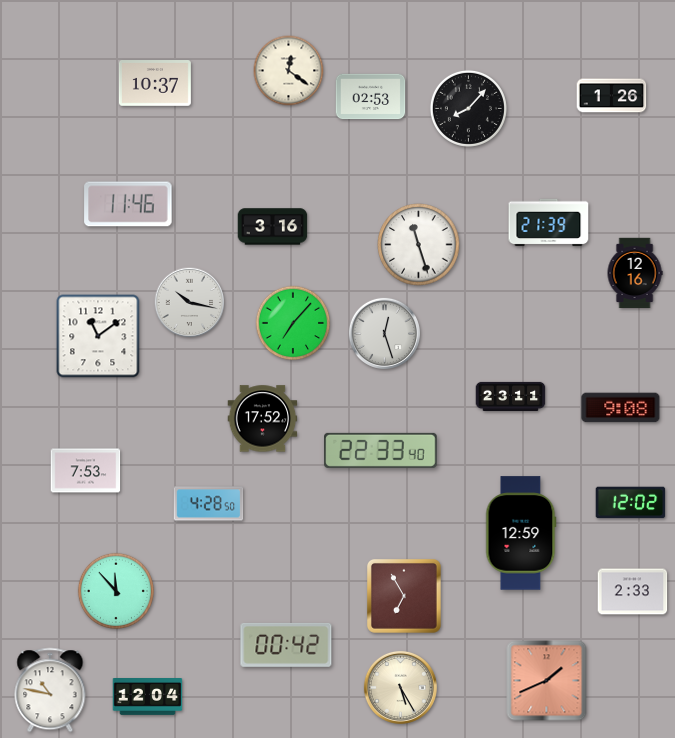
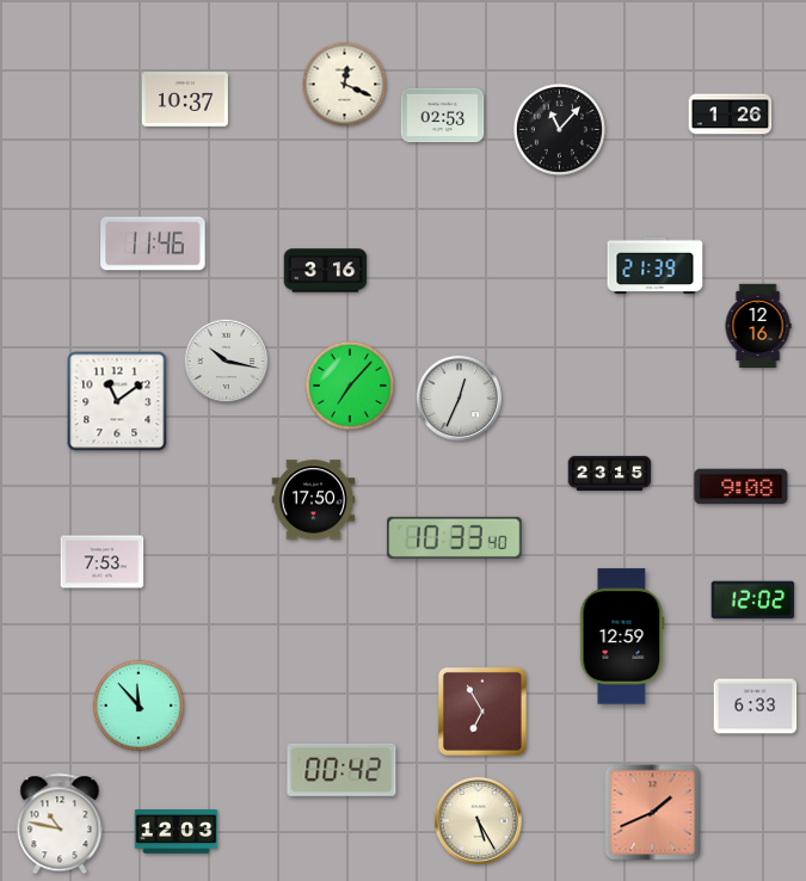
clock at (289, 71): 12:21 -> 12:19
clock at (468, 108): 8:07 -> 11:07
clock at (419, 245): 11:27 -> none
clock at (384, 333): 12:27 -> 12:34
clock at (511, 396): 23:11 -> 23:15
clock at (263, 419): 17:52 -> 17:50
clock at (381, 450): 22:33 -> 10:33
clock at (209, 504): 4:28 -> none
clock at (633, 592): 2:33 -> 6:33
clock at (148, 697): 12:04 -> 12:03
